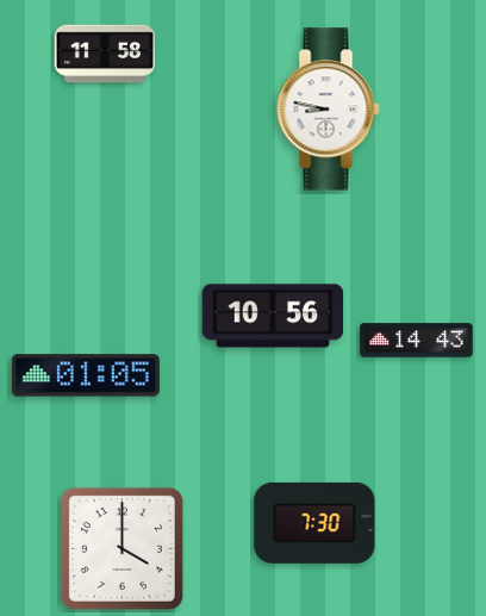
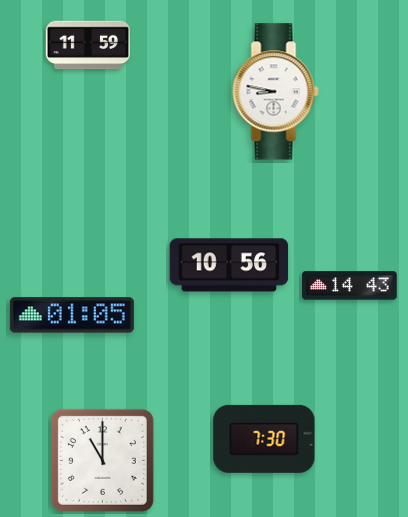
clock at (105, 54): 11:58 -> 11:59
clock at (121, 548): 4:00 -> 11:00
